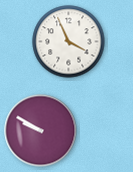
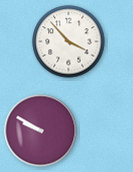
clock at (69, 42): 3:56 -> 3:53
